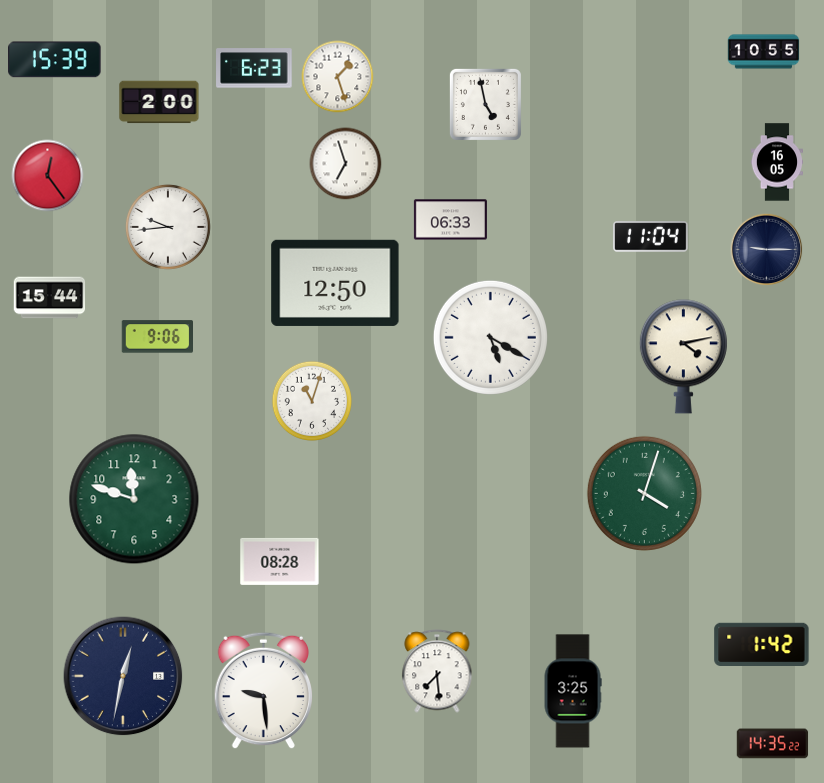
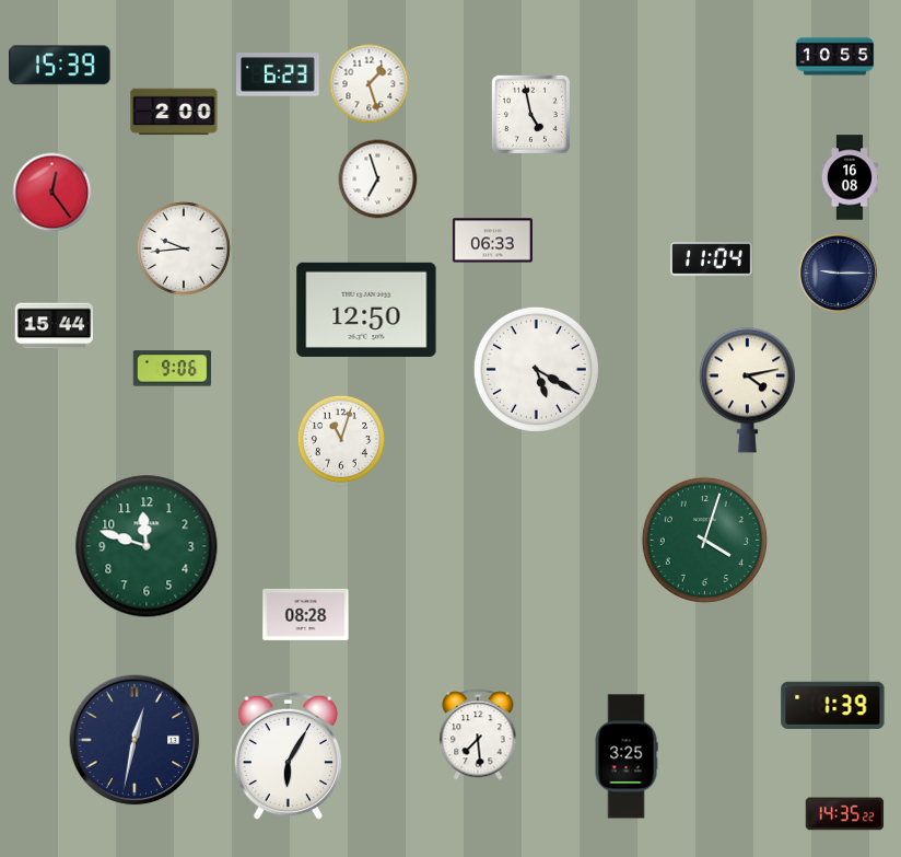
clock at (776, 162): 16:05 -> 16:08
clock at (762, 645): 1:42 -> 1:39
clock at (264, 691): 9:29 -> 6:05
